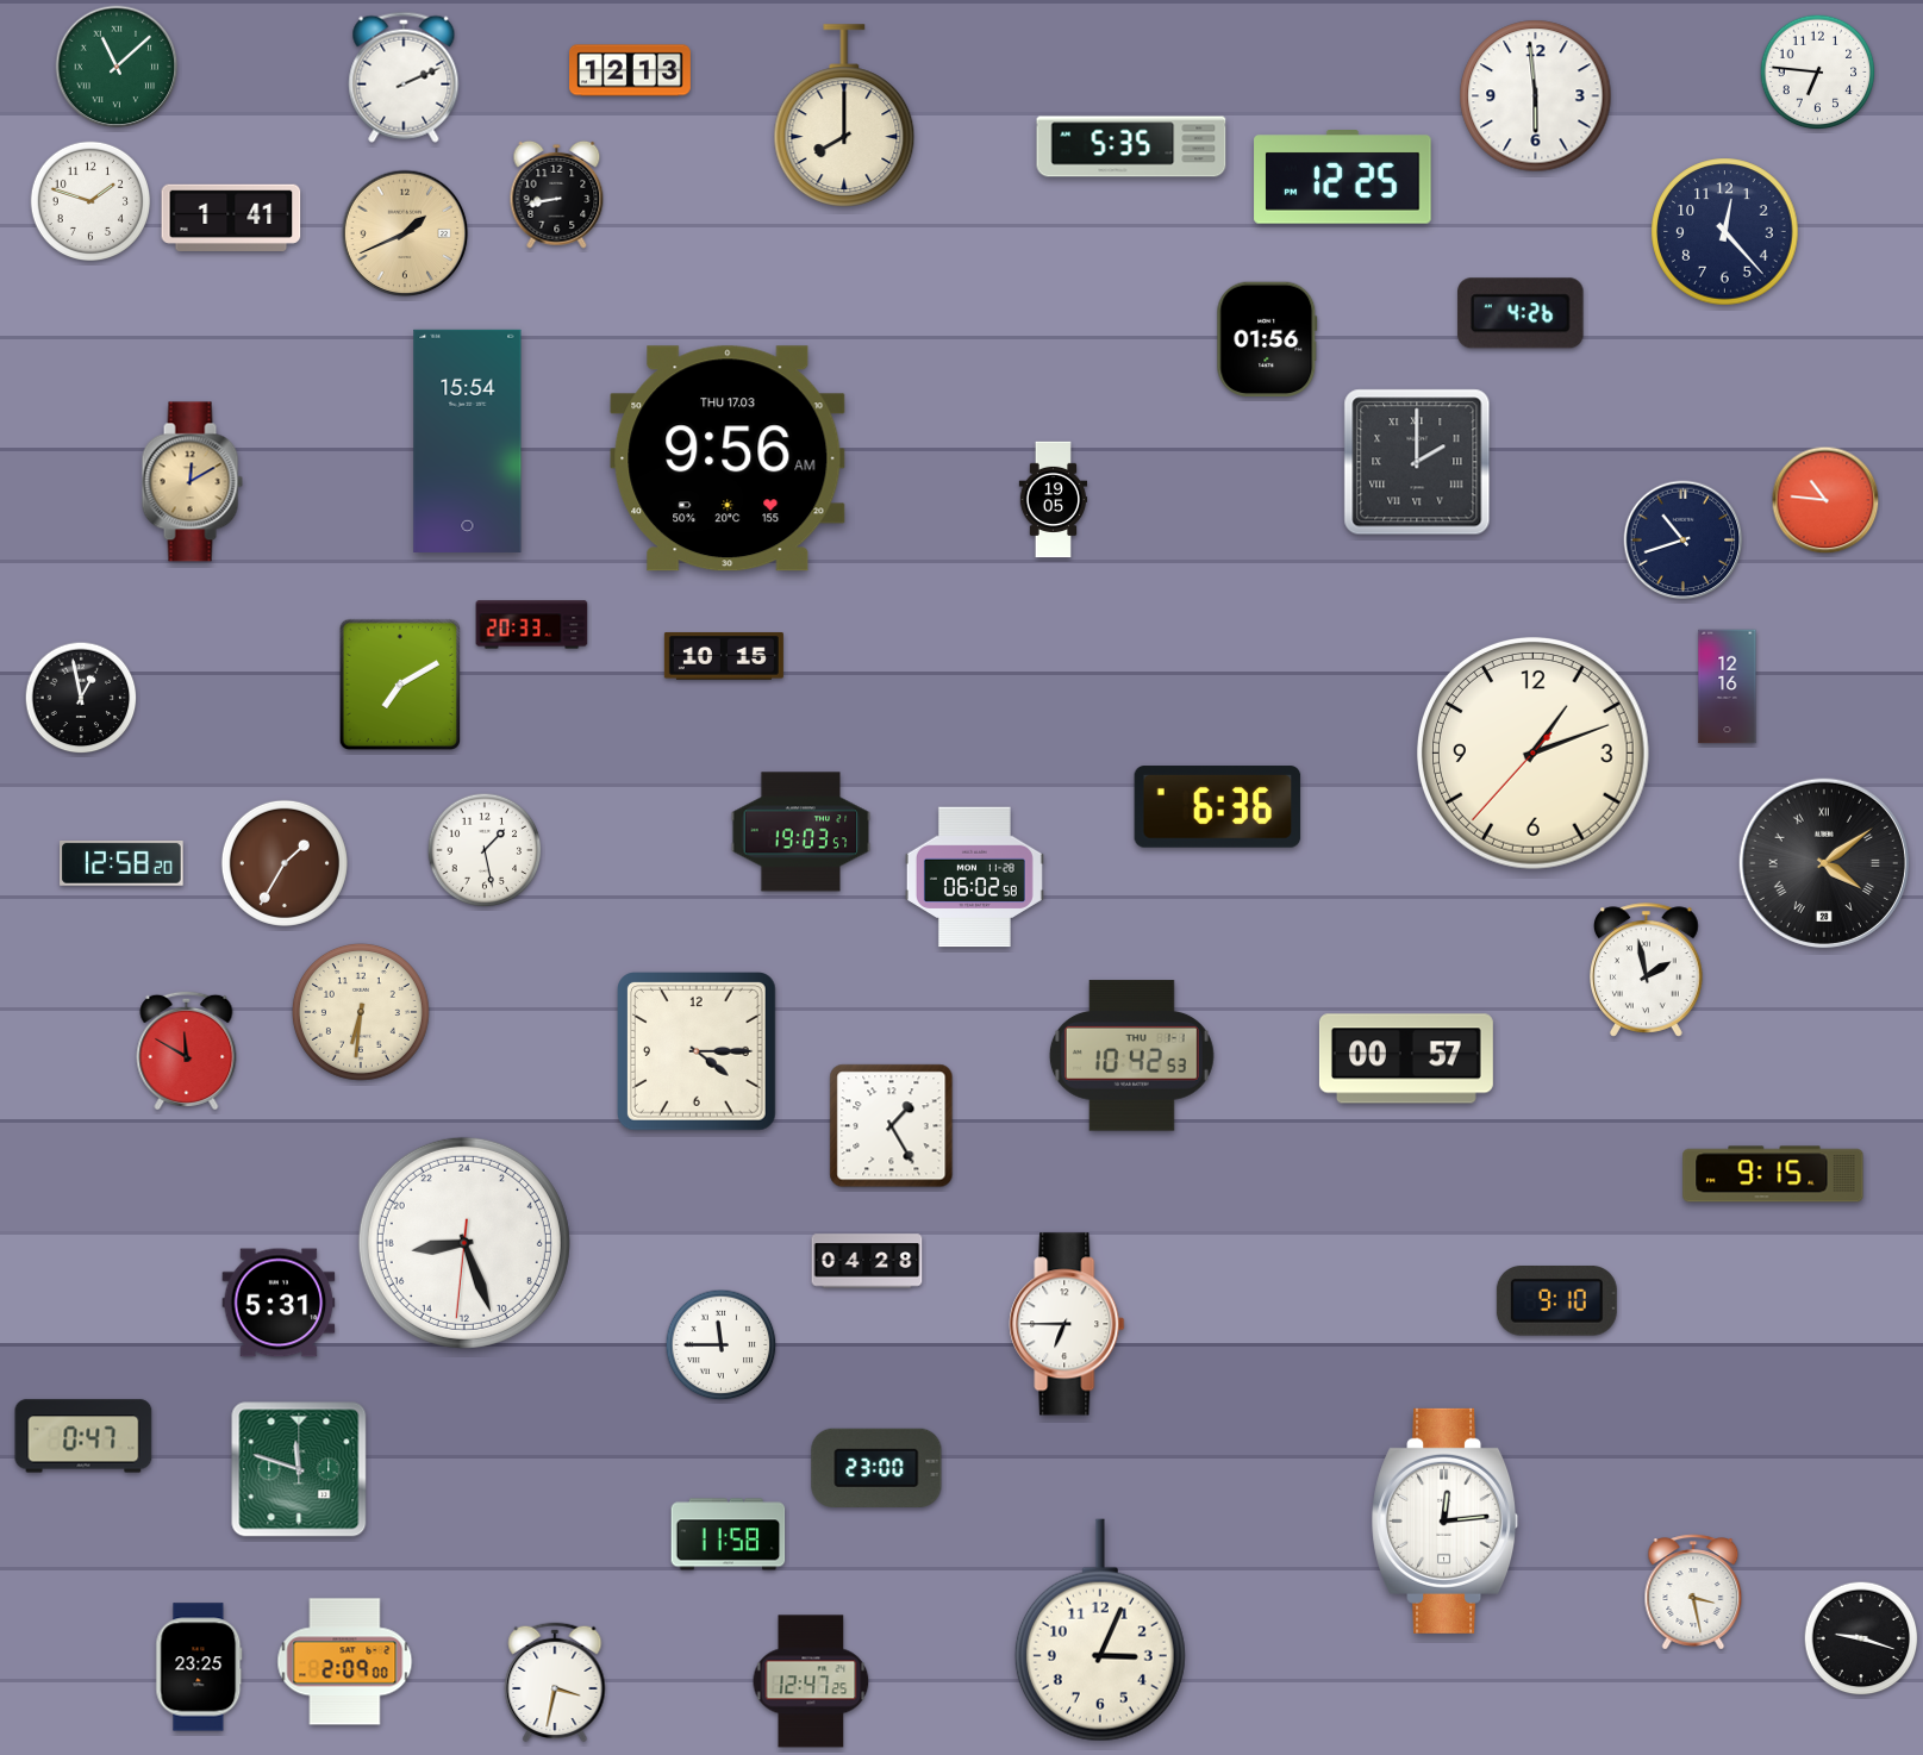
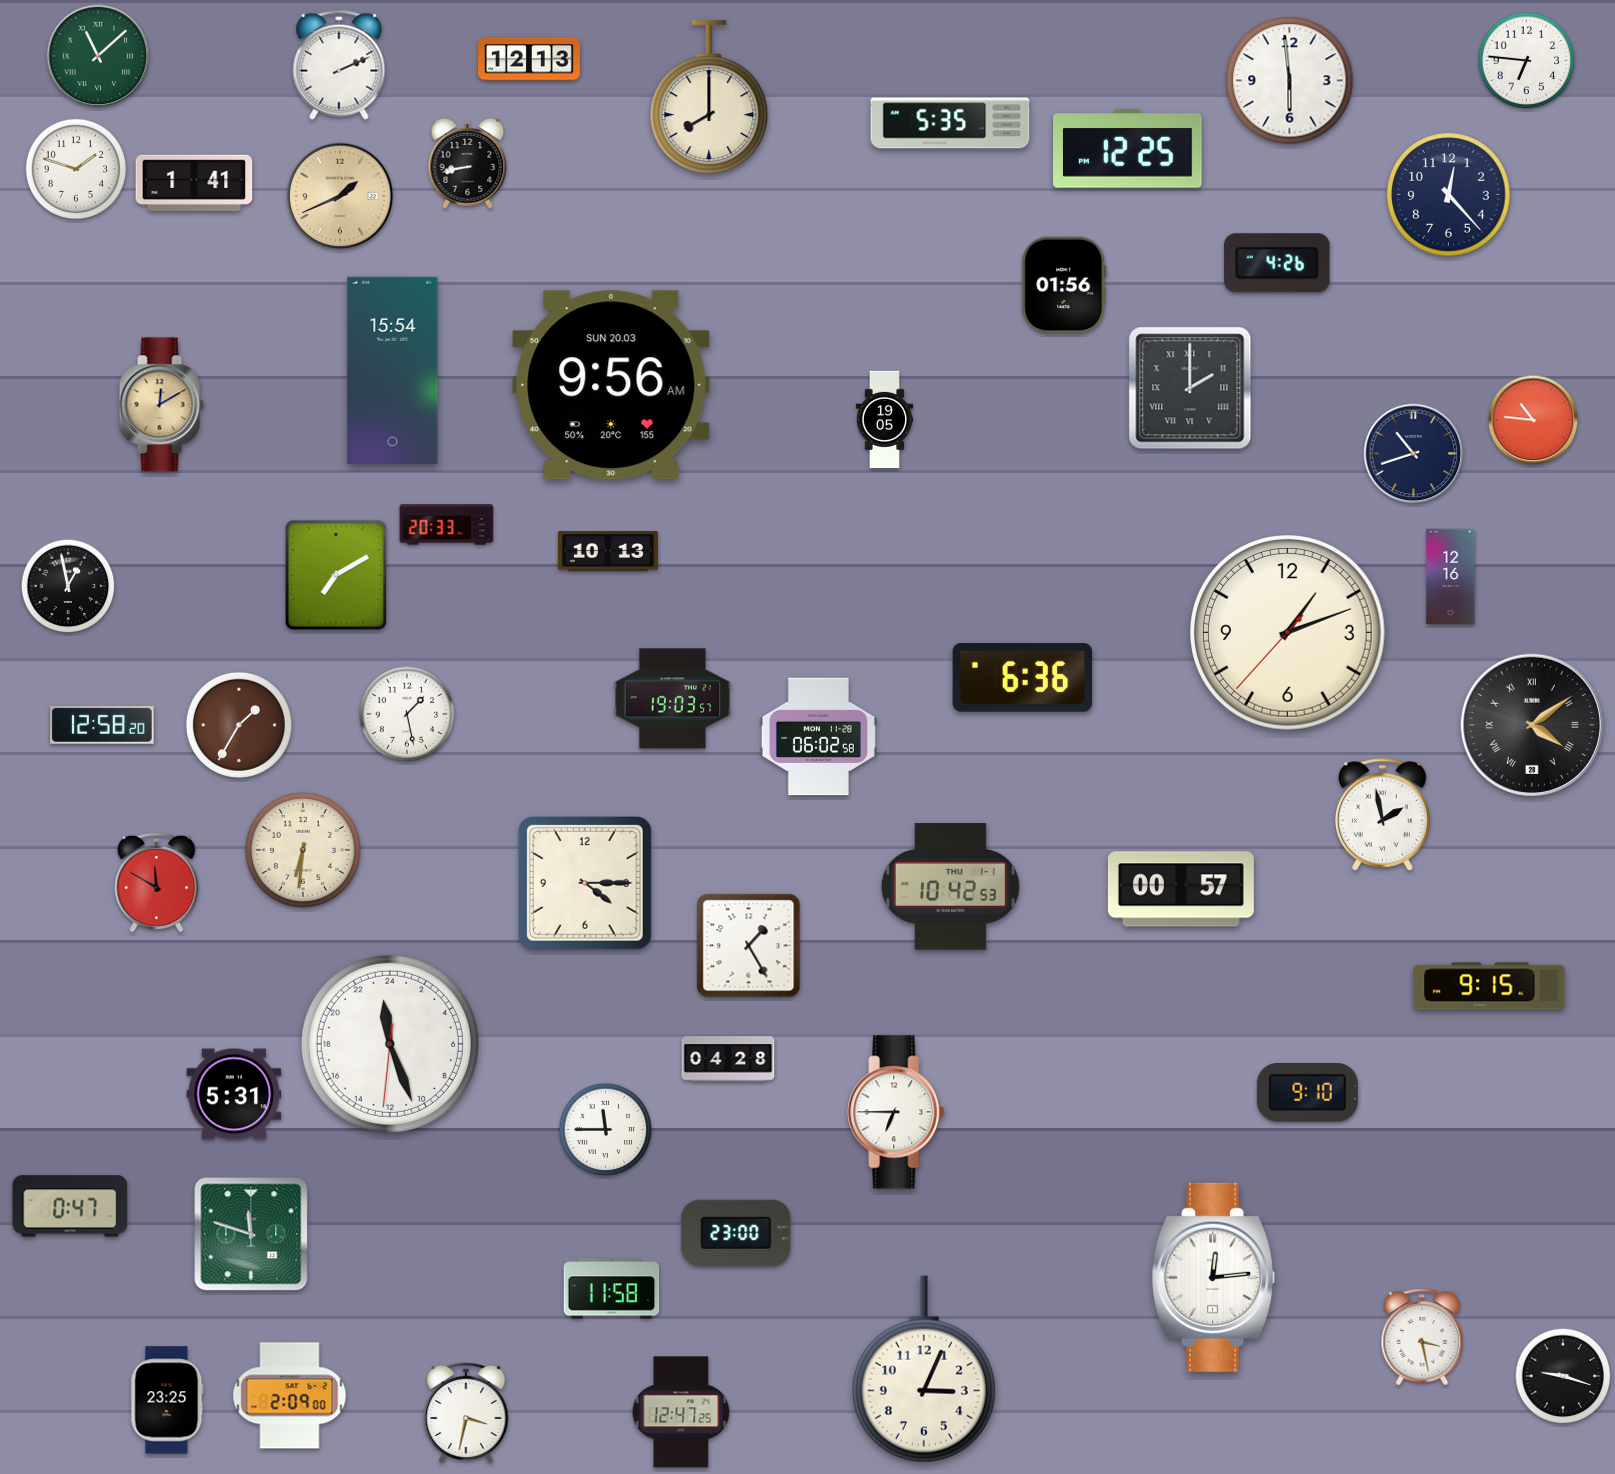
clock at (728, 458) date: THU 17.03 -> SUN 20.03
clock at (724, 656): 10:15 -> 10:13
clock at (464, 1243): 17:26 -> 23:26
